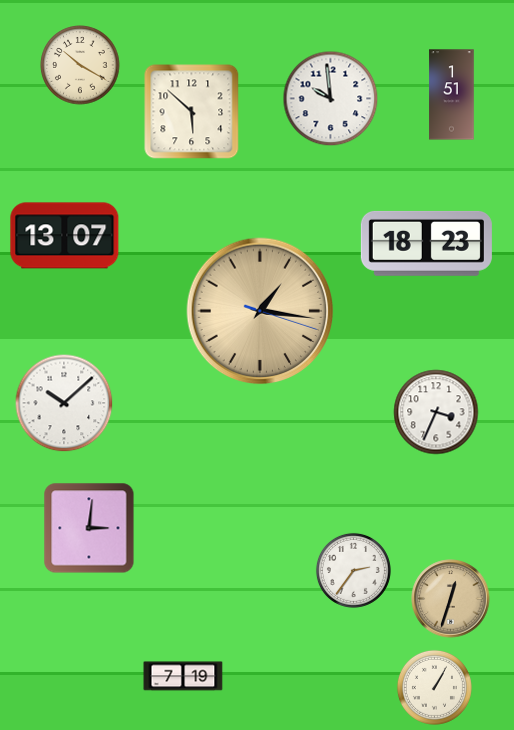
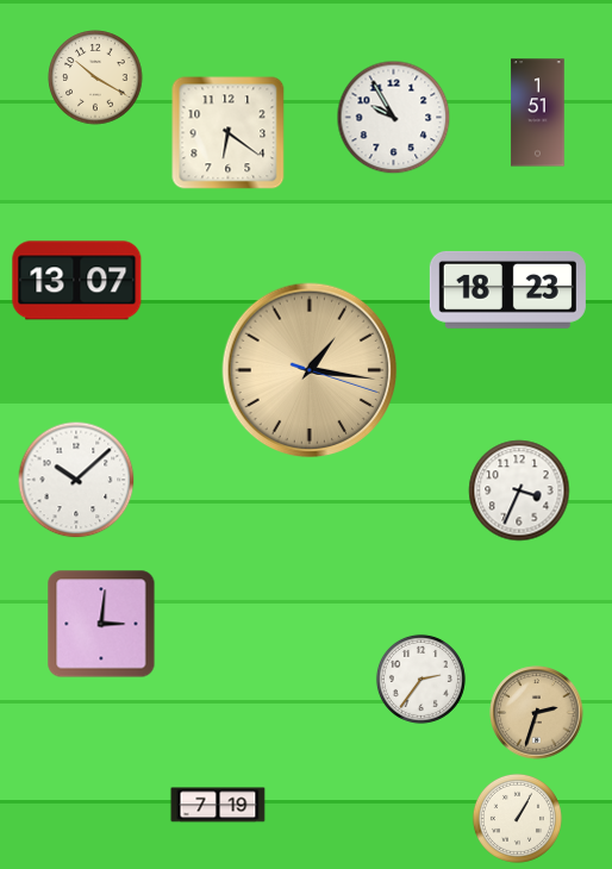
clock at (331, 99): 9:59 -> 9:55
clock at (192, 112): 5:52 -> 6:21
clock at (89, 528) position: (89, 528) -> (101, 624)
clock at (451, 599): 12:33 -> 2:33
